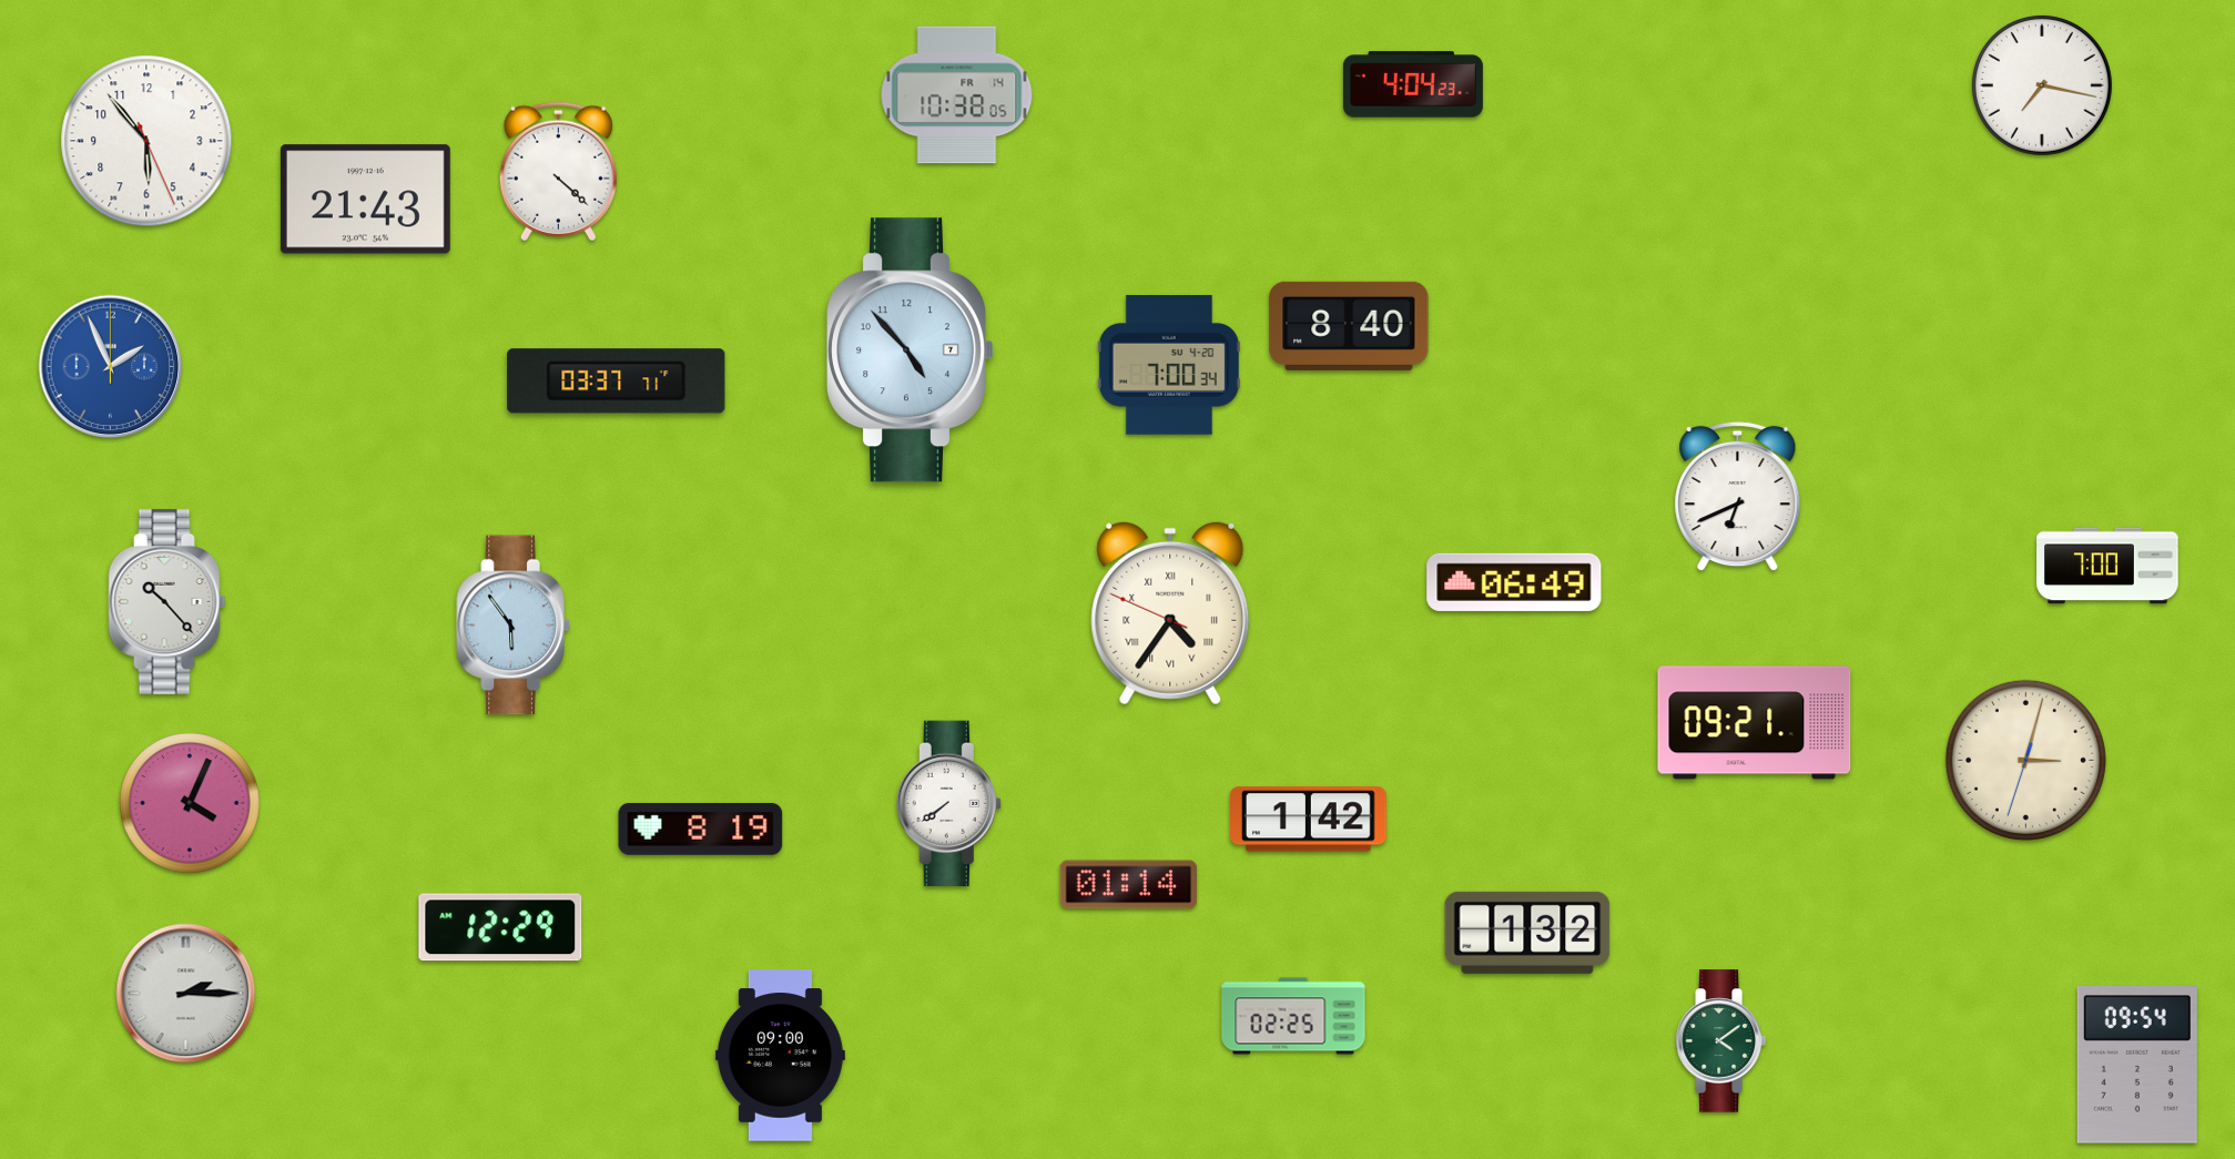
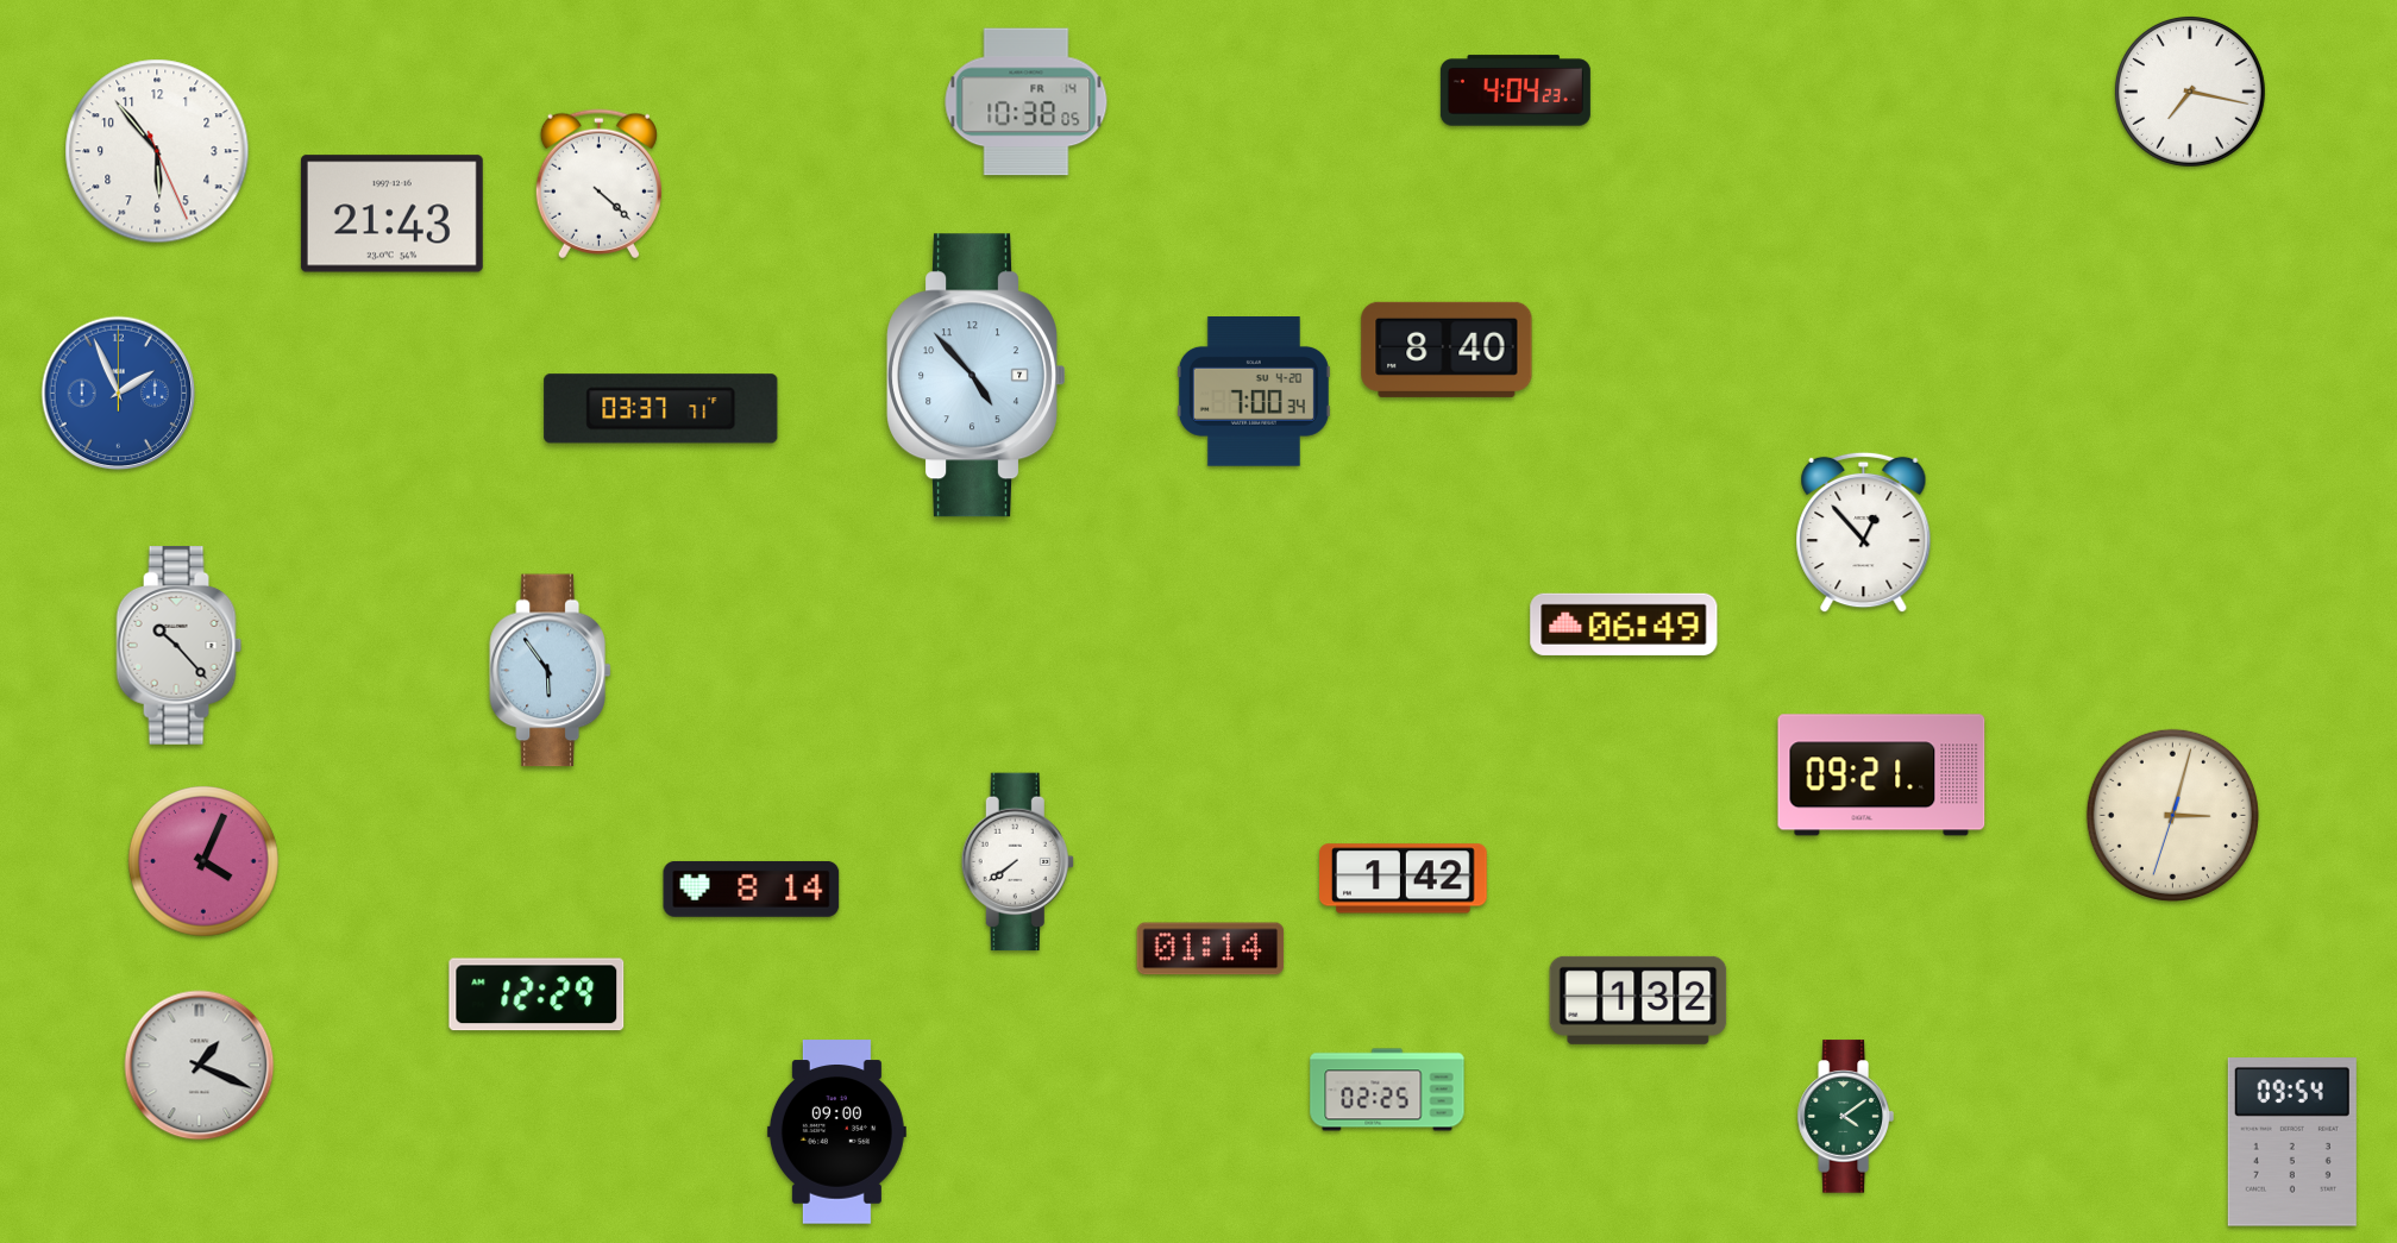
clock at (1738, 497): 6:41 -> 12:53
clock at (2107, 566): 7:00 -> none
clock at (1170, 613): 4:35 -> none
clock at (701, 828): 8:19 -> 8:14
clock at (186, 994): 2:15 -> 1:19
